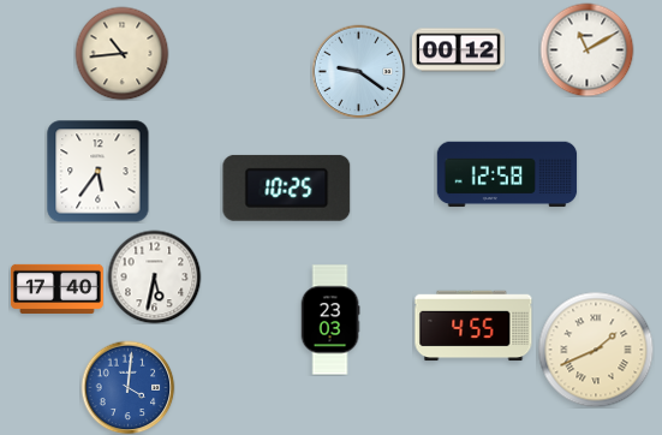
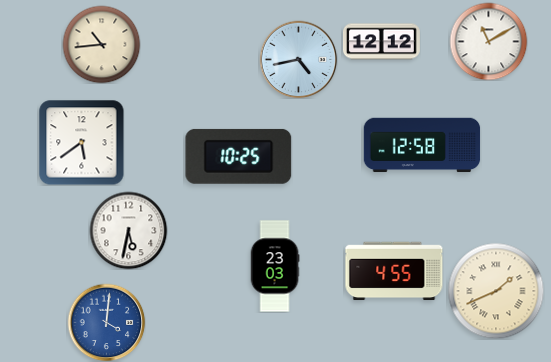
clock at (458, 50): 00:12 -> 12:12
clock at (358, 71): 9:21 -> 4:43
clock at (97, 171): 5:36 -> 5:39
clock at (58, 288): 17:40 -> none
